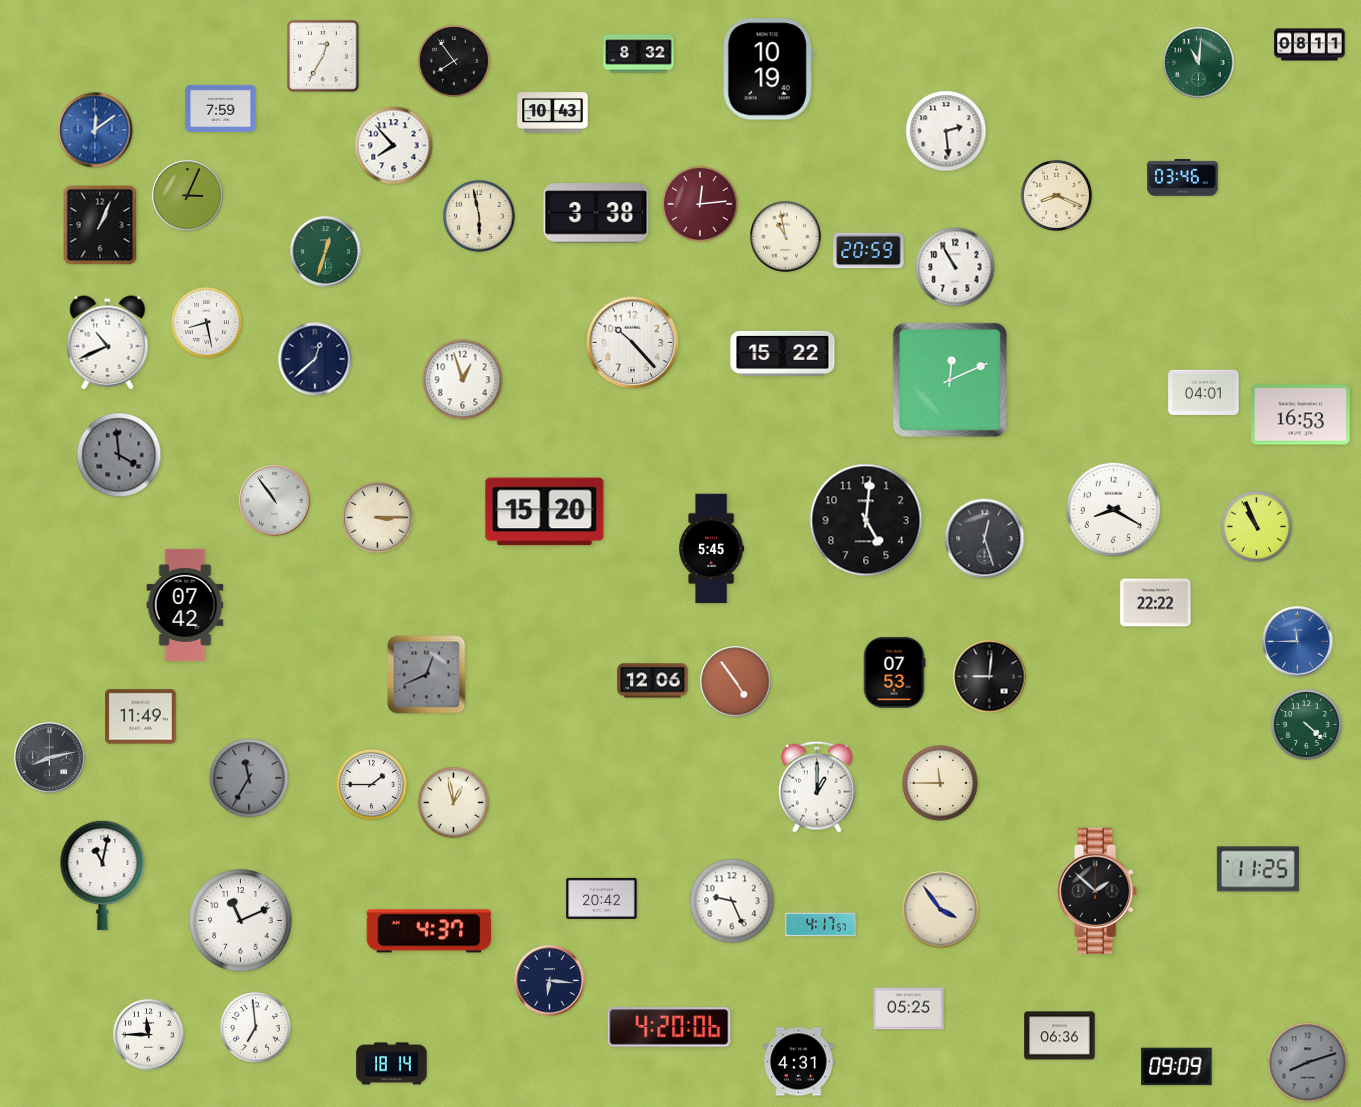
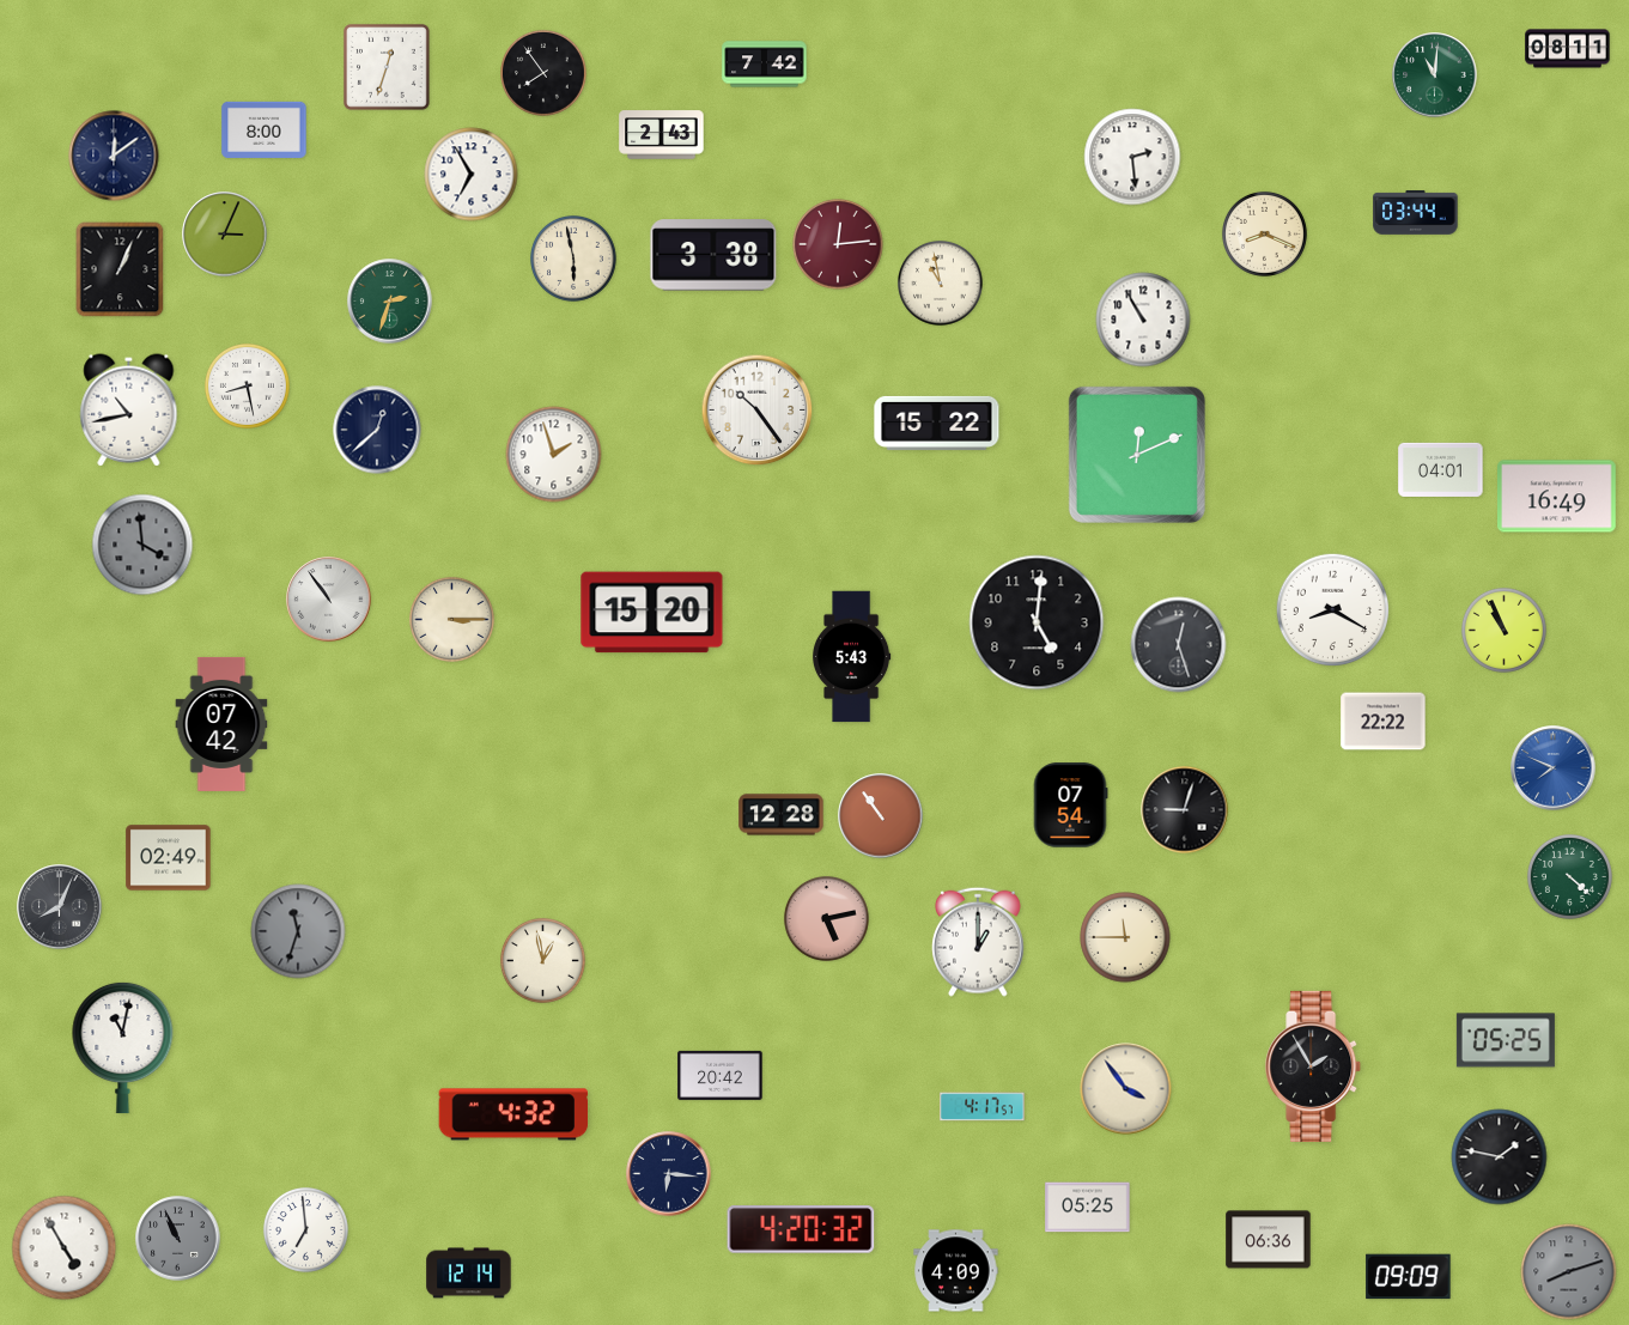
clock at (1310, 45) position: (1310, 45) -> (1568, 49)
clock at (639, 54): 8:32 -> 7:42
clock at (324, 57): 12:35 -> 12:33
clock at (768, 69): 10:19 -> none
clock at (221, 108): 7:59 -> 8:00
clock at (553, 113): 10:43 -> 2:43
clock at (95, 130) dial: blue -> navy
clock at (394, 146): 7:53 -> 6:55
clock at (1183, 178): 03:46 -> 03:44
clock at (869, 251): 20:59 -> none
clock at (326, 252): 12:33 -> 2:33
clock at (108, 343): 10:41 -> 10:43
clock at (633, 343): 10:23 -> 10:24
clock at (463, 380): 12:57 -> 1:57
clock at (1301, 415): 16:53 -> 16:49
clock at (711, 549): 5:45 -> 5:43
clock at (1298, 642): 11:45 -> 7:49
clock at (894, 673): 07:53 -> 07:54
clock at (427, 675): 12:41 -> none
clock at (990, 677): 9:01 -> 9:03
clock at (653, 681): 12:06 -> 12:28
clock at (736, 682): 4:54 -> 10:54
clock at (141, 717): 11:49 -> 02:49
clock at (1306, 724) position: (1306, 724) -> (1569, 876)
clock at (50, 758): 8:13 -> 8:04
clock at (826, 918): none -> 5:13
clock at (249, 778): 11:35 -> 11:33
clock at (371, 784): 1:45 -> none
clock at (1258, 869): 11:25 -> 05:25
clock at (1098, 891): 1:52 -> 1:55
clock at (732, 901): 9:26 -> none
clock at (241, 921): 11:11 -> none
clock at (429, 931): 4:37 -> 4:32
clock at (1500, 1157): none -> 1:47
clock at (550, 981) position: (550, 981) -> (669, 1174)
clock at (669, 1027): 4:20:06 -> 4:20:32
clock at (149, 1035): 11:45 -> 10:56
clock at (149, 1035) dial: white -> grey
clock at (65, 1248): none -> 4:55
clock at (799, 1062): 4:31 -> 4:09
clock at (1308, 1063) position: (1308, 1063) -> (1569, 1272)
clock at (392, 1064): 18:14 -> 12:14
